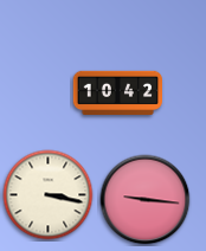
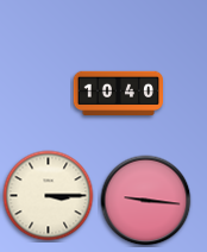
clock at (117, 92): 10:42 -> 10:40
clock at (49, 195): 3:17 -> 3:15
